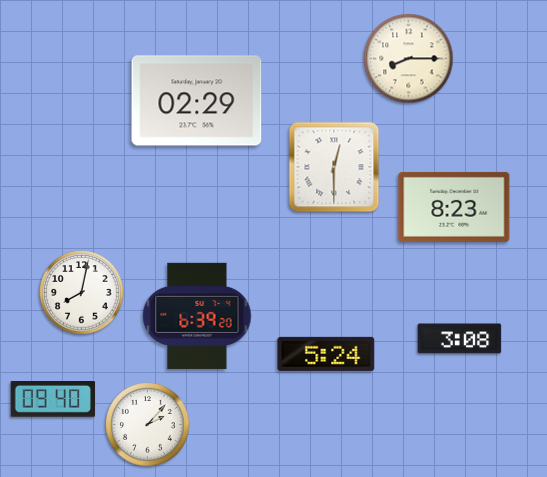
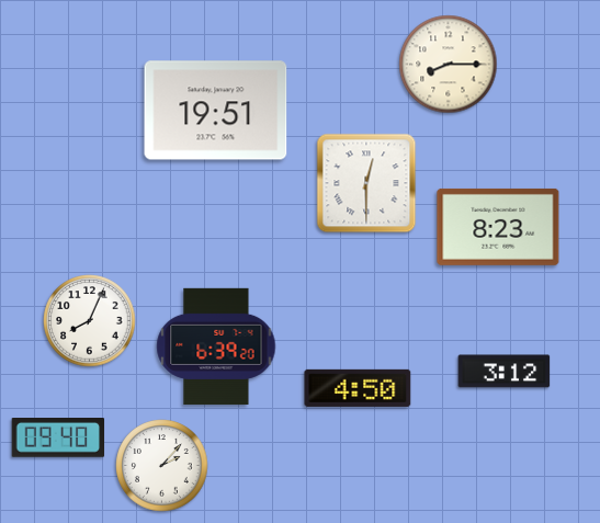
clock at (197, 101): 02:29 -> 19:51
clock at (82, 293): 8:02 -> 8:04
clock at (460, 339): 3:08 -> 3:12
clock at (326, 354): 5:24 -> 4:50
